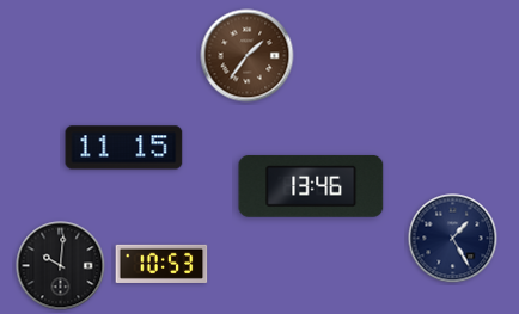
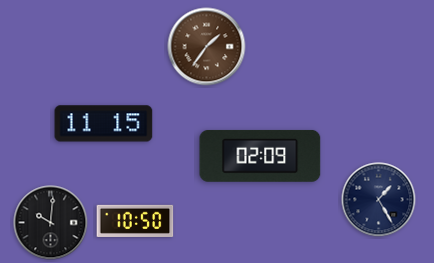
clock at (311, 186): 13:46 -> 02:09
clock at (161, 264): 10:53 -> 10:50
